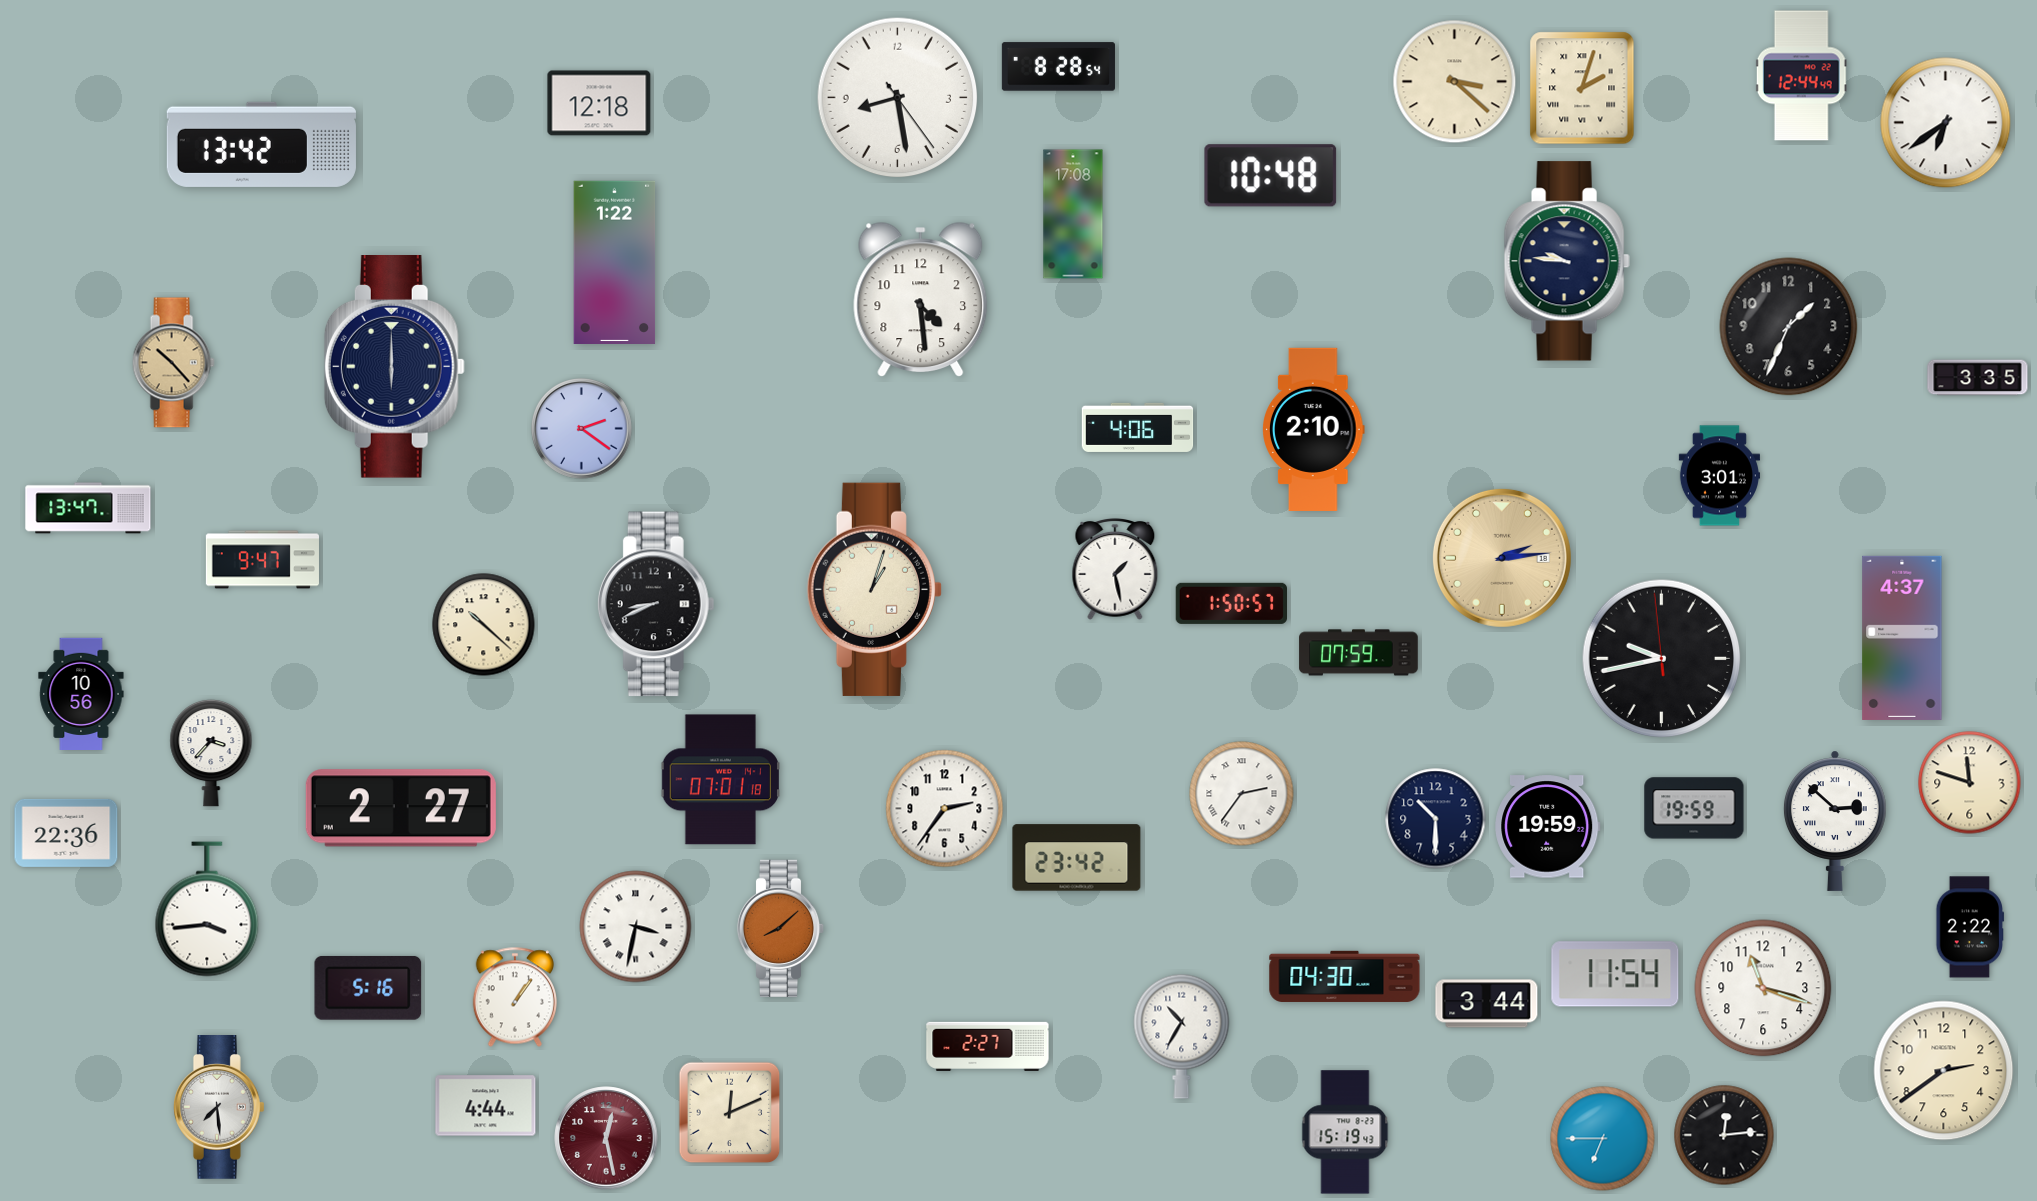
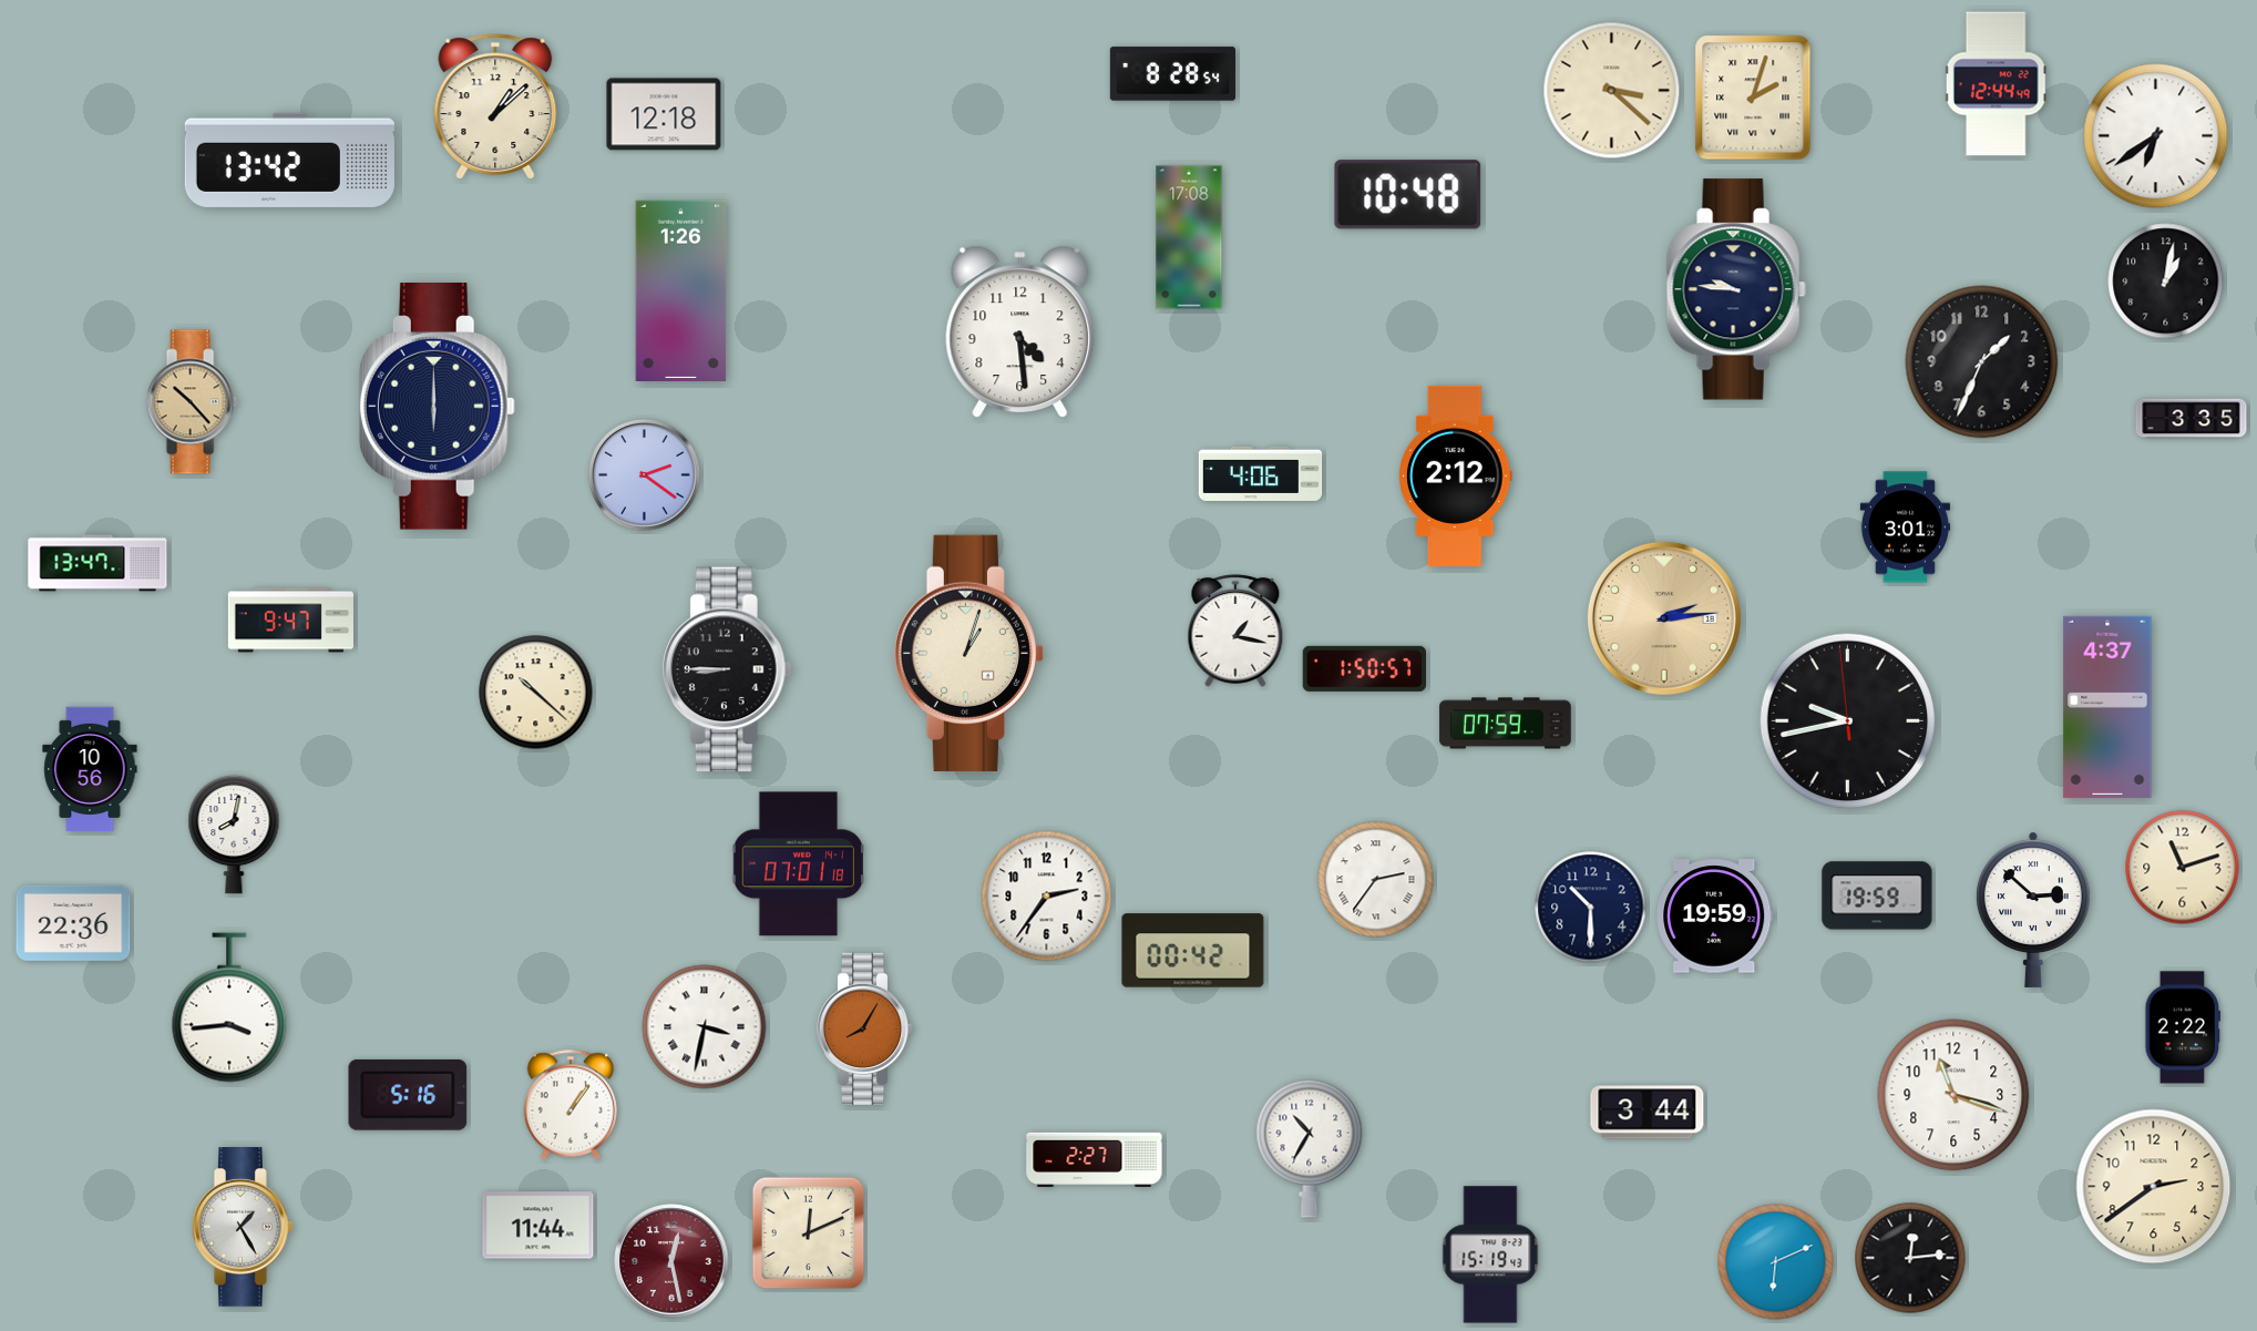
clock at (495, 106): none -> 1:08
clock at (898, 98): 8:28 -> none
clock at (2166, 281): none -> 1:02
clock at (615, 262): 1:22 -> 1:26
clock at (1314, 429): 2:10 -> 2:12
clock at (1115, 569): 1:28 -> 1:17
clock at (656, 604): 8:41 -> 8:45
clock at (1662, 659) position: (1662, 659) -> (1848, 721)
clock at (211, 753): 3:37 -> 8:02
clock at (1970, 783): 11:48 -> 11:12
clock at (401, 808): 2:27 -> none
clock at (1077, 858): 23:42 -> 00:42
clock at (781, 928): 8:08 -> 8:05
clock at (1615, 974): 11:54 -> none
clock at (1345, 976): 04:30 -> none
clock at (486, 1106): 4:44 -> 11:44
clock at (219, 1108): 7:29 -> 1:25
clock at (1603, 1139): 6:45 -> 6:11
